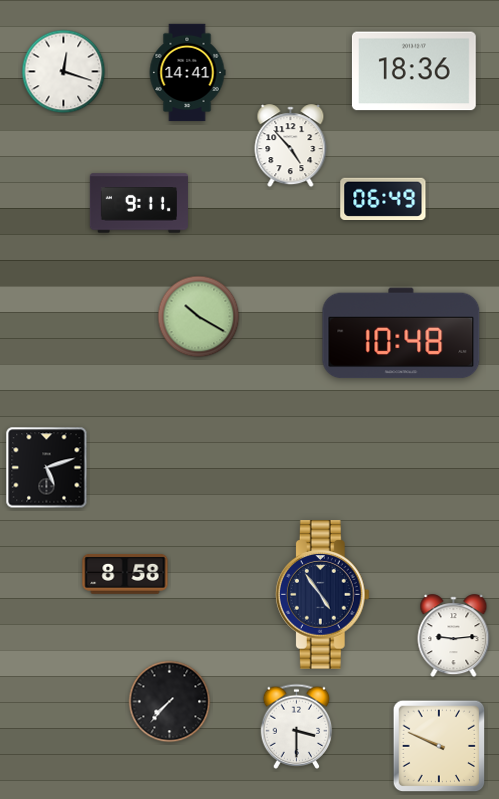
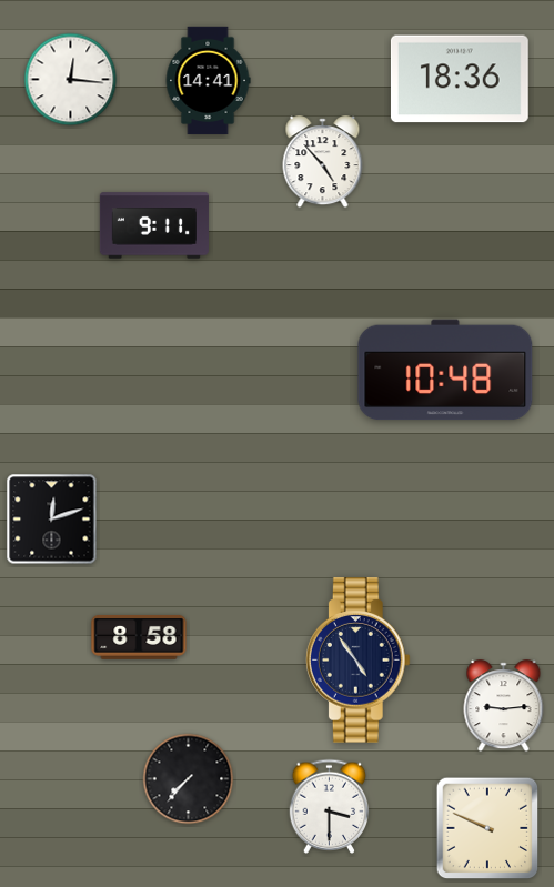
clock at (64, 72): 12:18 -> 12:16
clock at (383, 199): 06:49 -> none
clock at (199, 317): 10:20 -> none
clock at (47, 468): 5:12 -> 12:12
